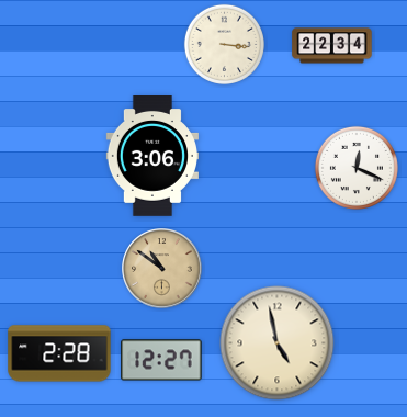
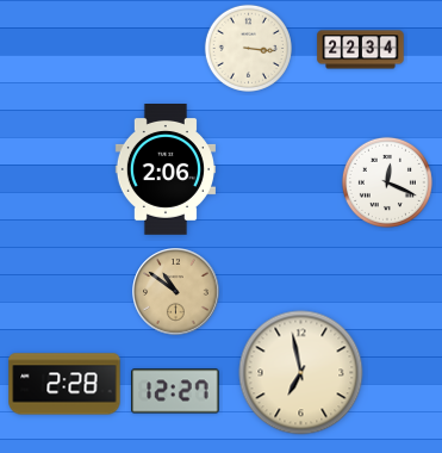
clock at (224, 44) position: (224, 44) -> (248, 48)
clock at (152, 157): 3:06 -> 2:06
clock at (278, 343): 4:58 -> 6:58
